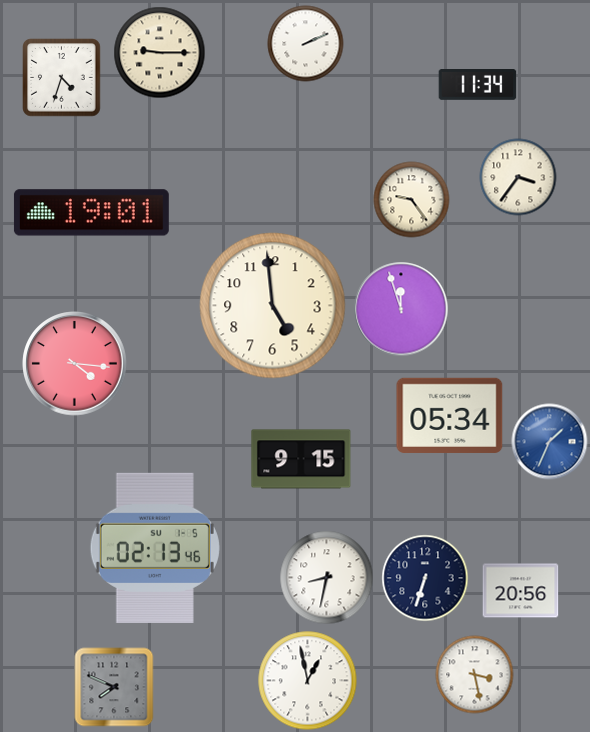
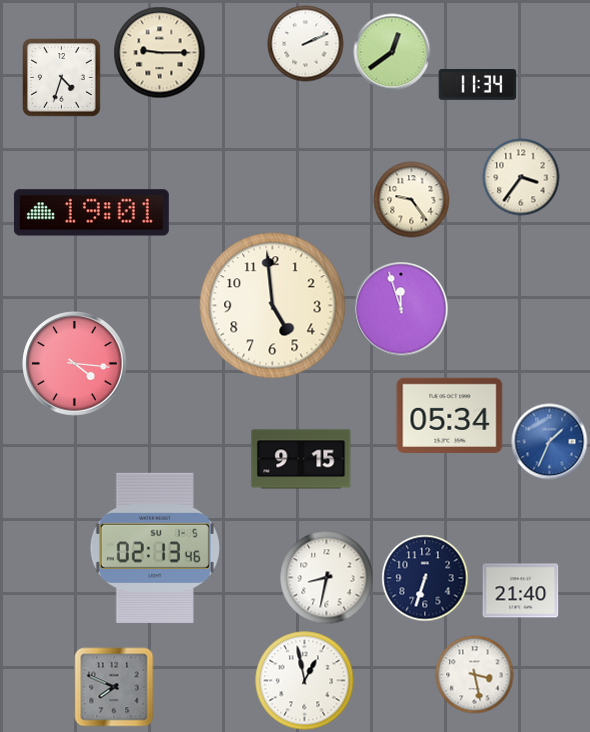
clock at (392, 52): none -> 12:39
clock at (518, 177) position: (518, 177) -> (521, 177)
clock at (521, 591): 20:56 -> 21:40
clock at (308, 681) position: (308, 681) -> (305, 681)
